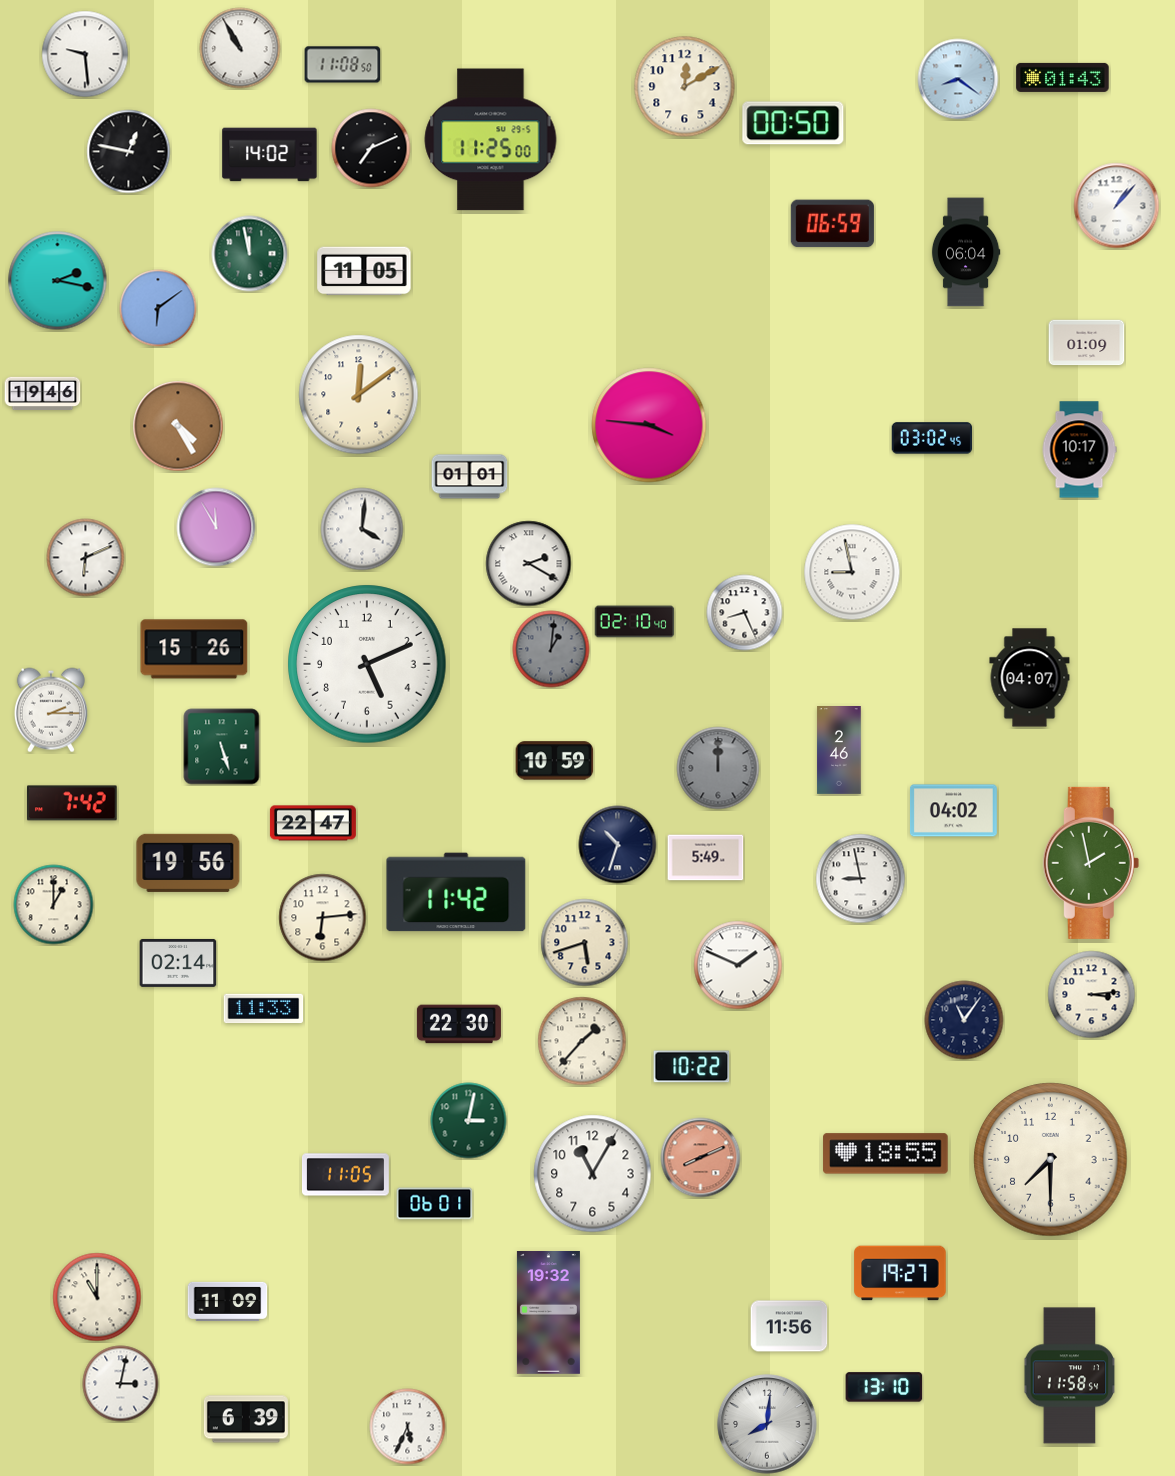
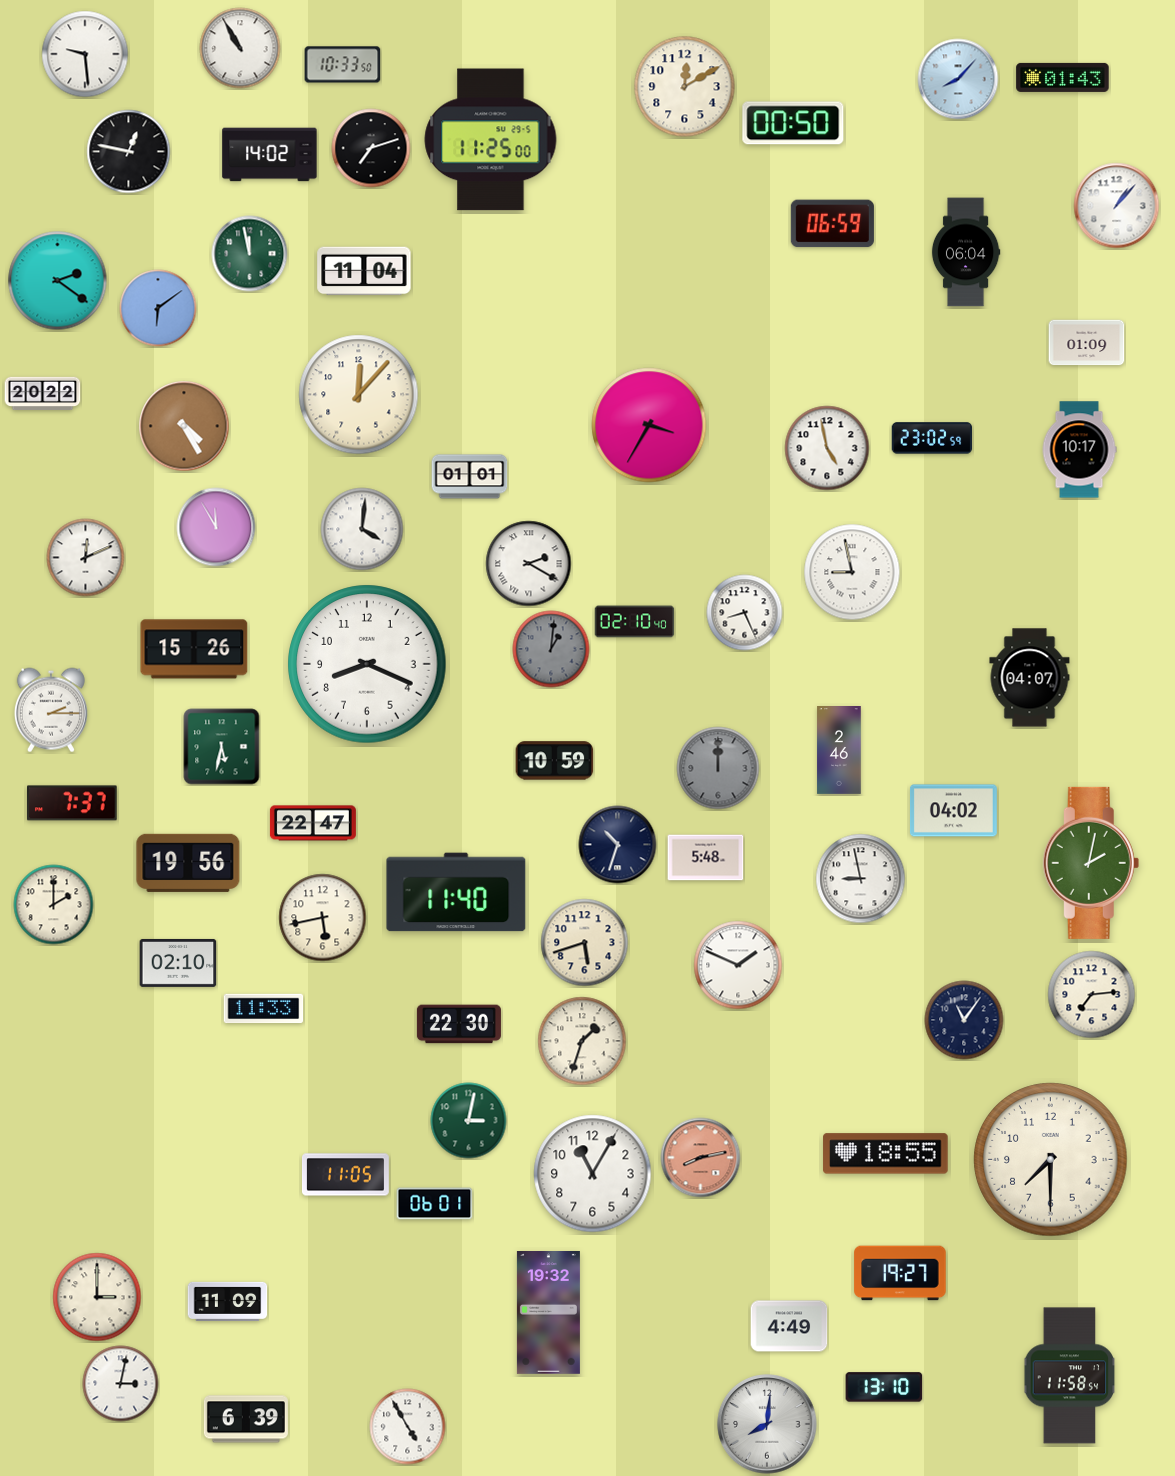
clock at (343, 65): 11:08 -> 10:33
clock at (958, 79): 8:21 -> 8:07
clock at (371, 148): 7:11 -> 7:12
clock at (364, 271): 11:05 -> 11:04
clock at (58, 281): 2:17 -> 2:21
clock at (43, 394): 19:46 -> 20:22
clock at (359, 395): 12:09 -> 12:07
clock at (649, 425): 3:46 -> 3:35
clock at (178, 426) position: (178, 426) -> (184, 426)
clock at (932, 438): 03:02 -> 23:02
clock at (827, 448): none -> 4:58
clock at (86, 558): 6:11 -> 12:11
clock at (367, 664): 5:11 -> 8:19
clock at (222, 747): 5:27 -> 5:32
clock at (72, 803): 7:42 -> 7:37
clock at (706, 858): 5:49 -> 5:48
clock at (1091, 863): 1:58 -> 2:02
clock at (456, 892): 11:42 -> 11:40
clock at (54, 905): 1:00 -> 2:00
clock at (323, 918): 6:14 -> 5:43
clock at (178, 963): 02:14 -> 02:10
clock at (1092, 995): 3:14 -> 7:14
clock at (582, 1041): 1:37 -> 1:33
clock at (692, 1067): 10:22 -> none
clock at (701, 1158): 8:11 -> 8:13
clock at (97, 1297): 11:00 -> 3:00
clock at (789, 1326): 11:56 -> 4:49
clock at (408, 1427): 5:34 -> 4:55
